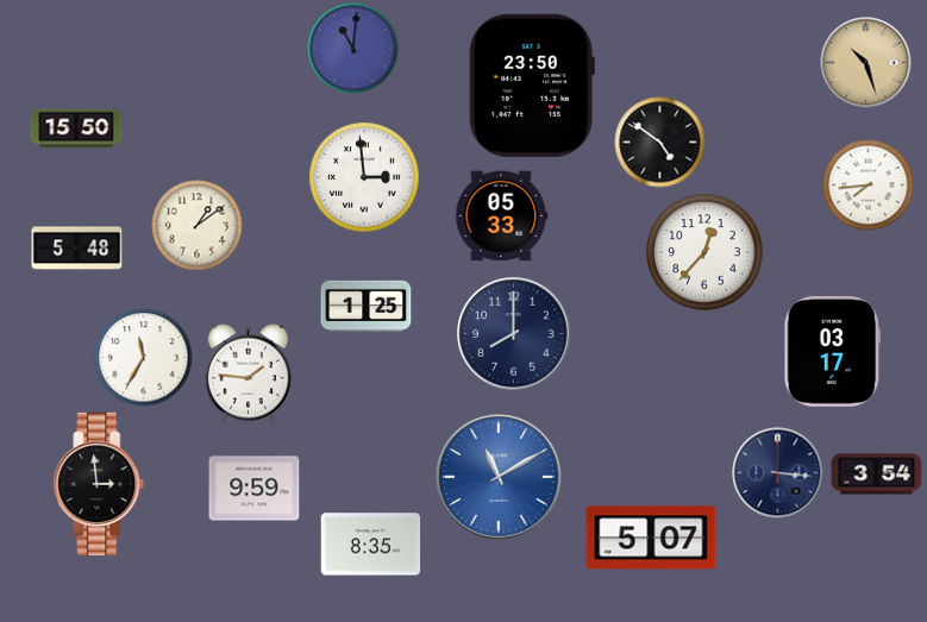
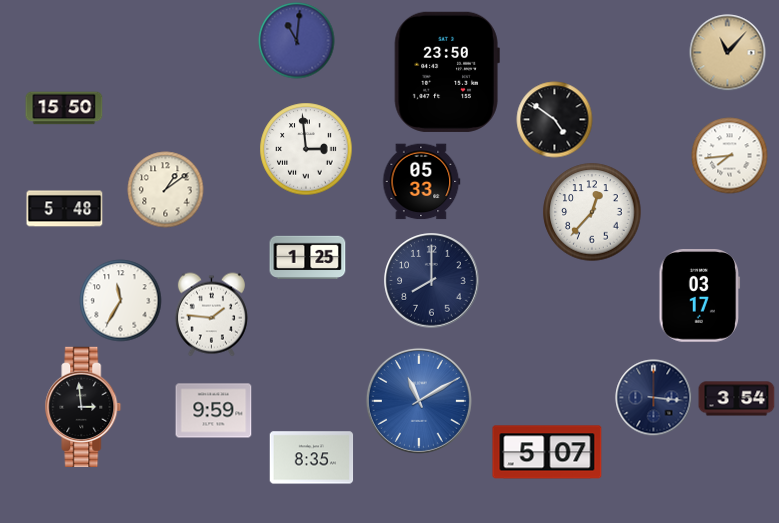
clock at (866, 63): 10:27 -> 11:07
clock at (248, 375) position: (248, 375) -> (211, 315)
